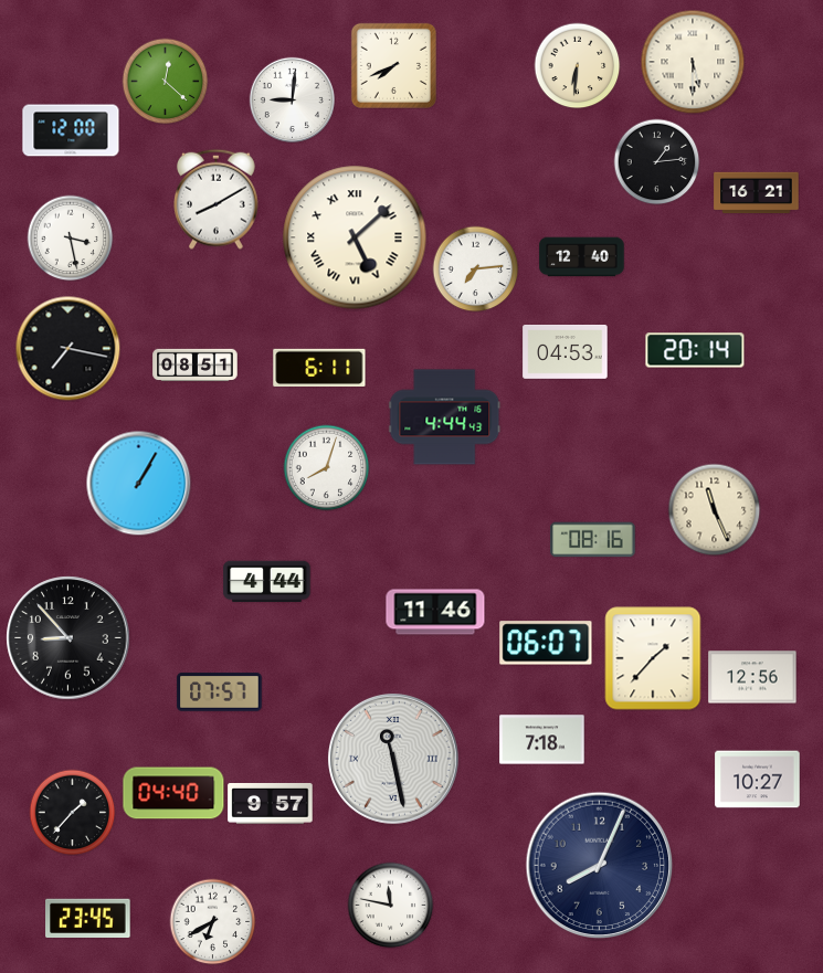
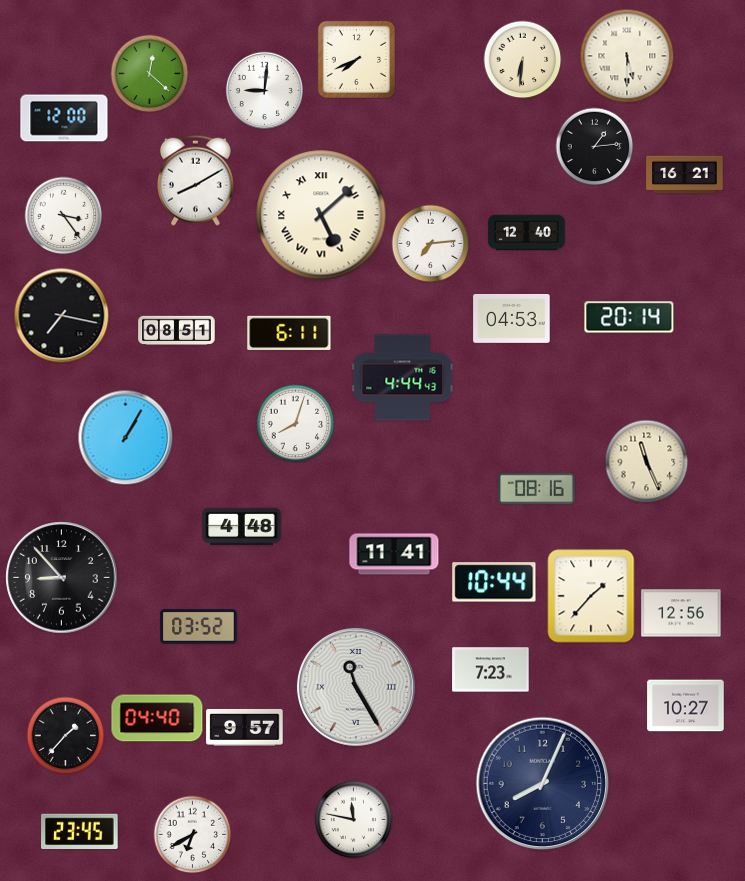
clock at (70, 237): 3:28 -> 3:24
clock at (267, 582): 4:44 -> 4:48
clock at (435, 612): 11:46 -> 11:41
clock at (546, 643): 06:07 -> 10:44
clock at (220, 692): 07:57 -> 03:52
clock at (542, 740): 7:18 -> 7:23
clock at (393, 759): 11:28 -> 11:25
